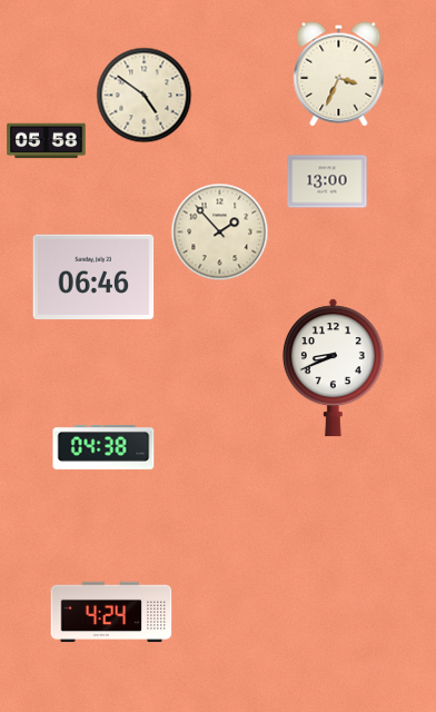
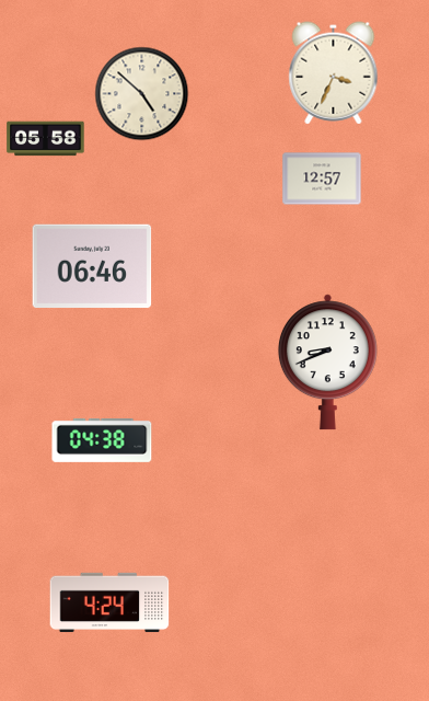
clock at (145, 96): 4:51 -> 4:52
clock at (327, 181): 13:00 -> 12:57
clock at (220, 233): 1:53 -> none
clock at (93, 277) position: (93, 277) -> (92, 266)
